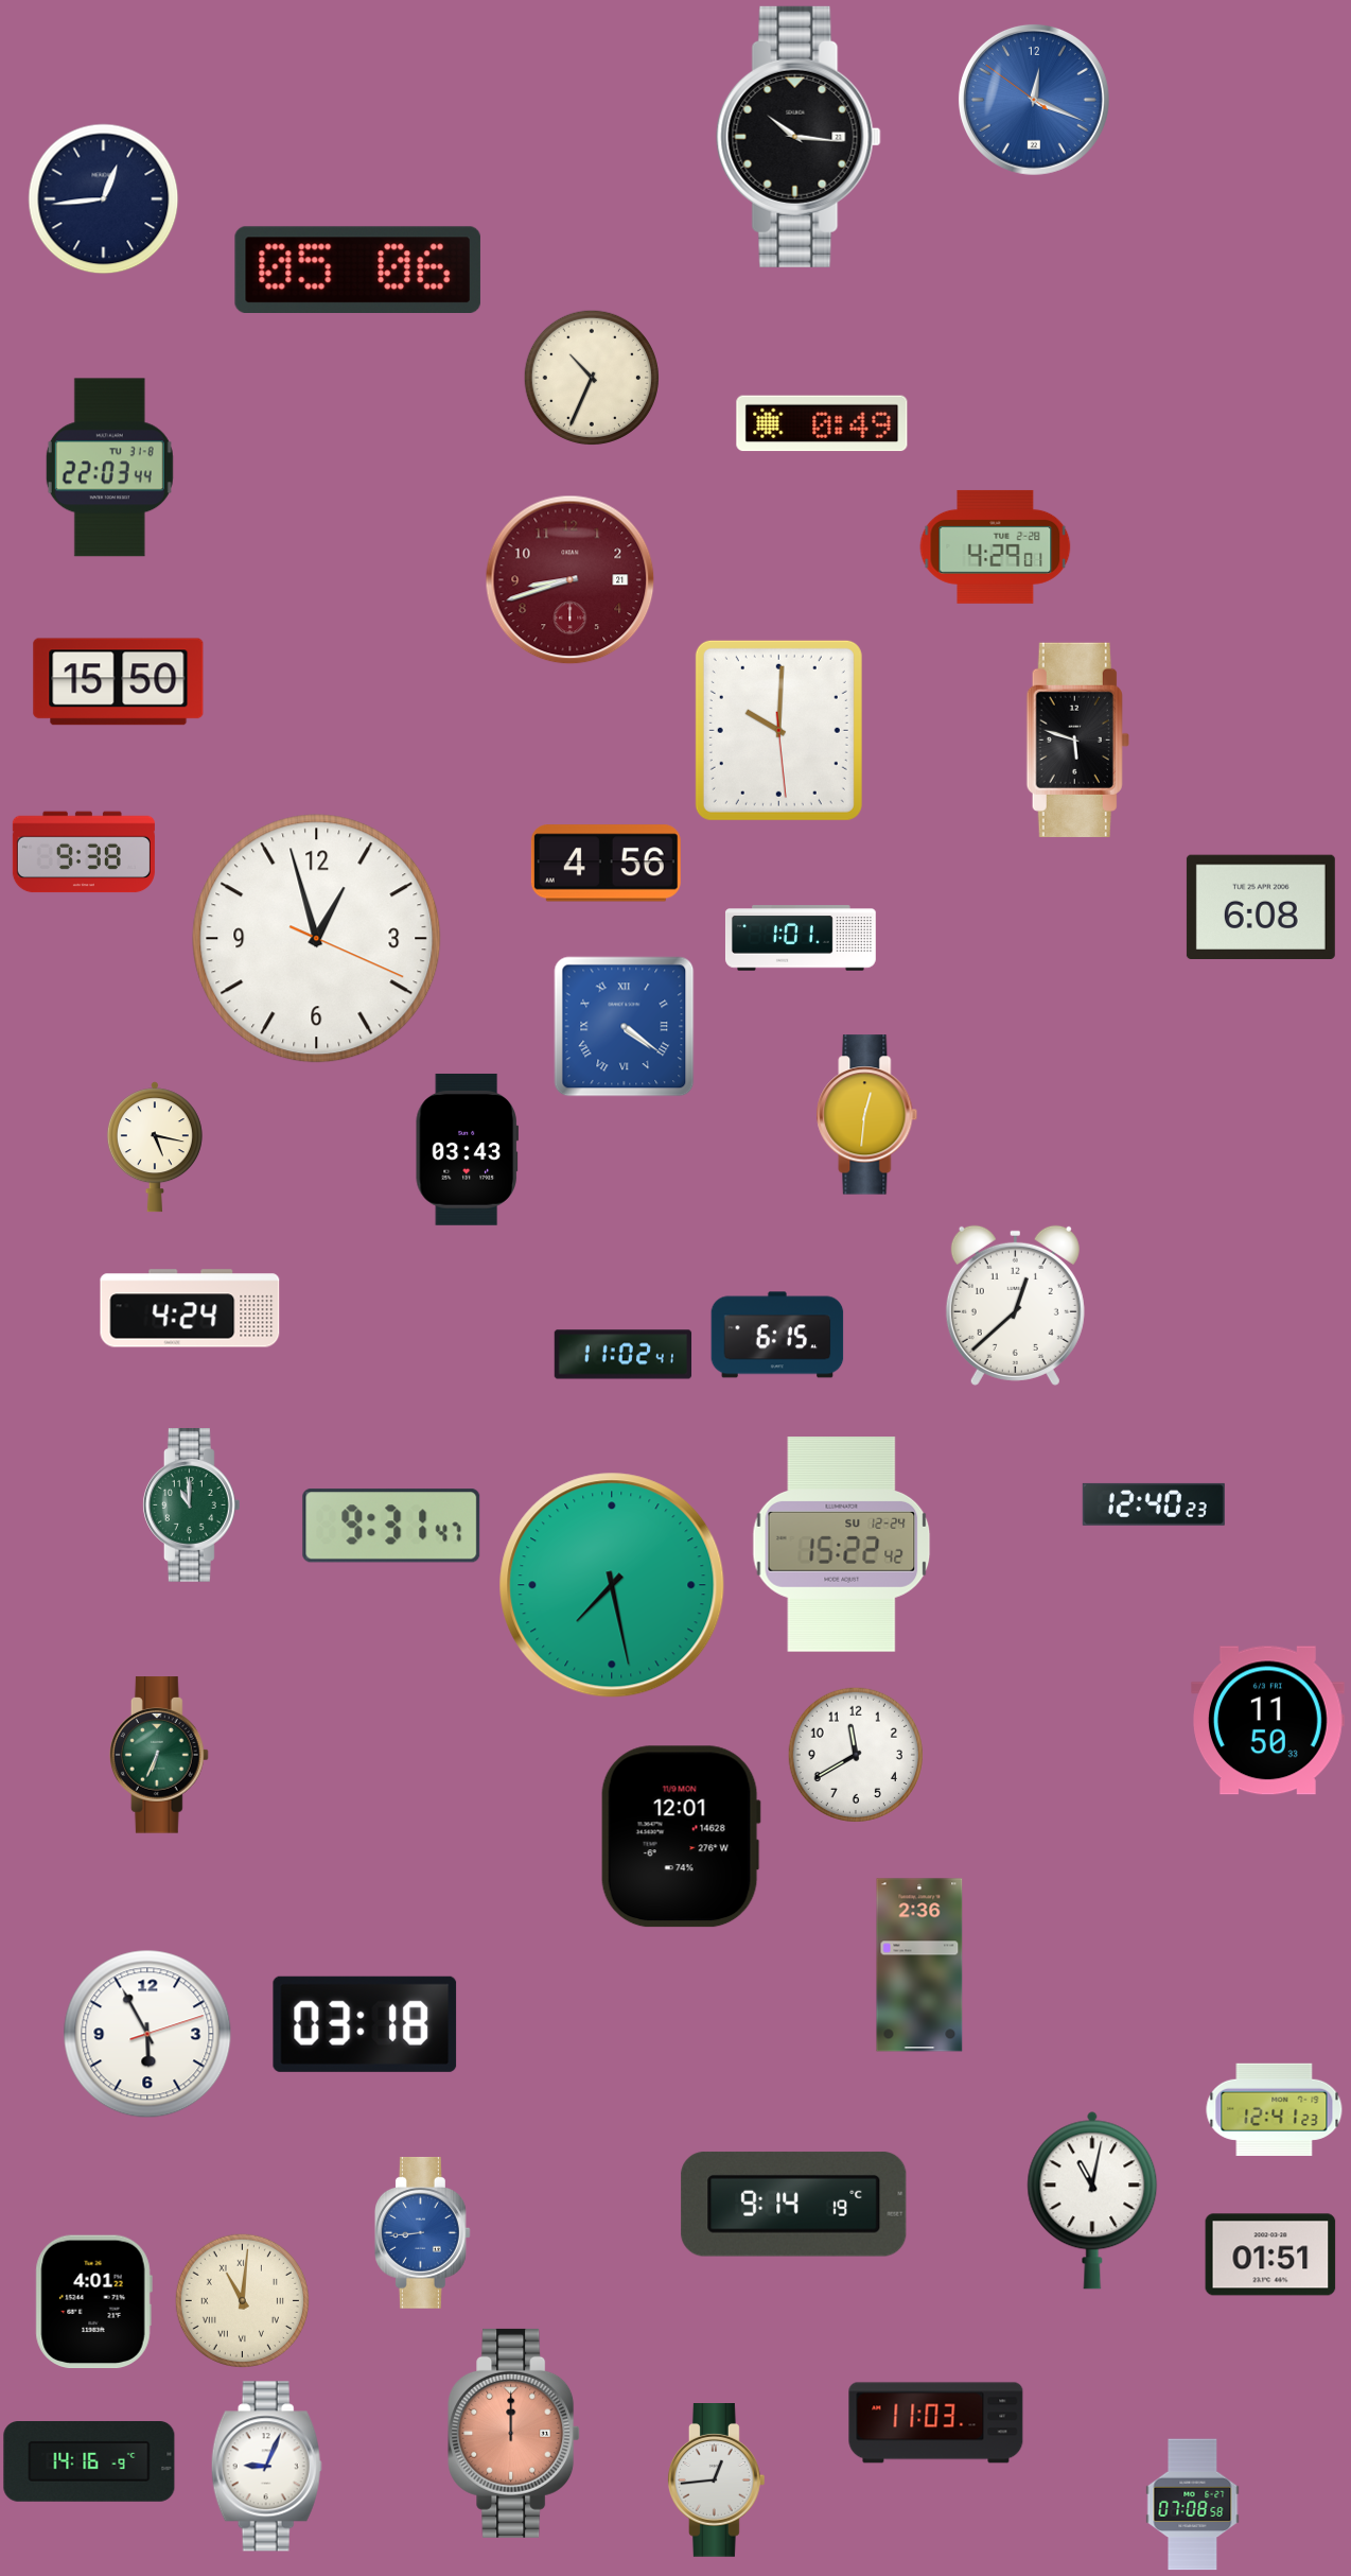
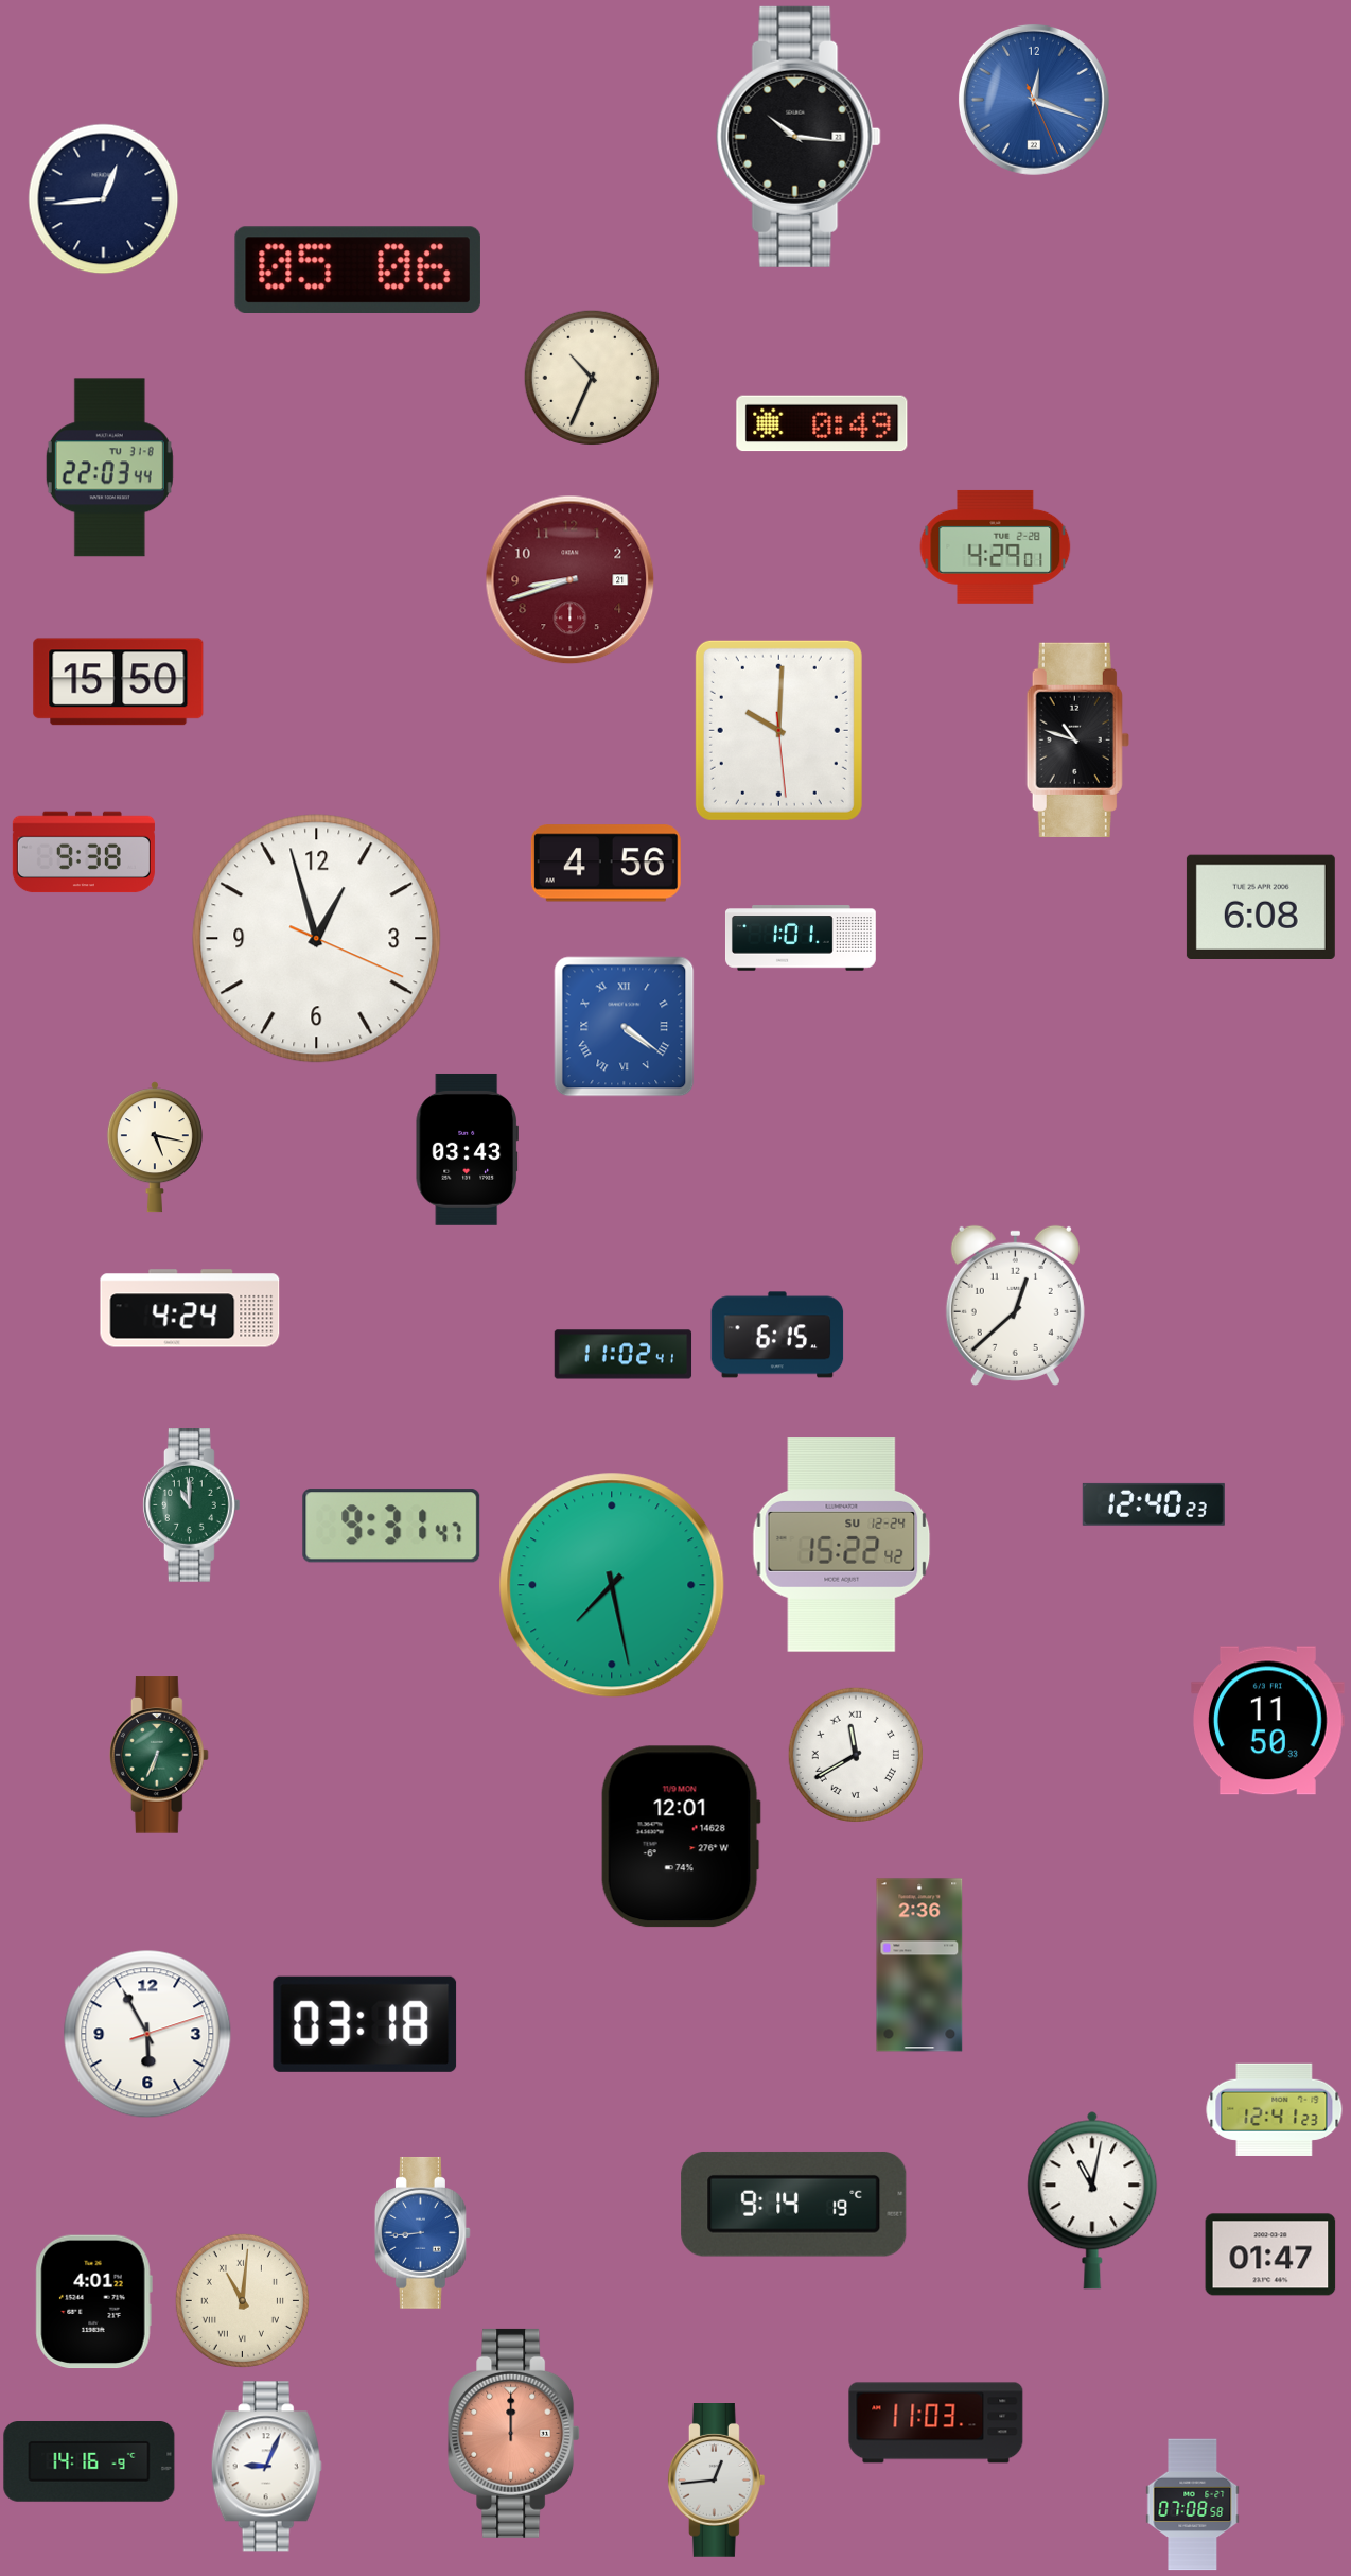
clock at (1034, 100): 12:18:51 -> 12:18:26
clock at (1077, 739): 5:48 -> 10:48
clock at (867, 1115): 12:31 -> none
clock at (856, 1755) numerals: Arabic -> Roman
clock at (1270, 2255): 01:51 -> 01:47
